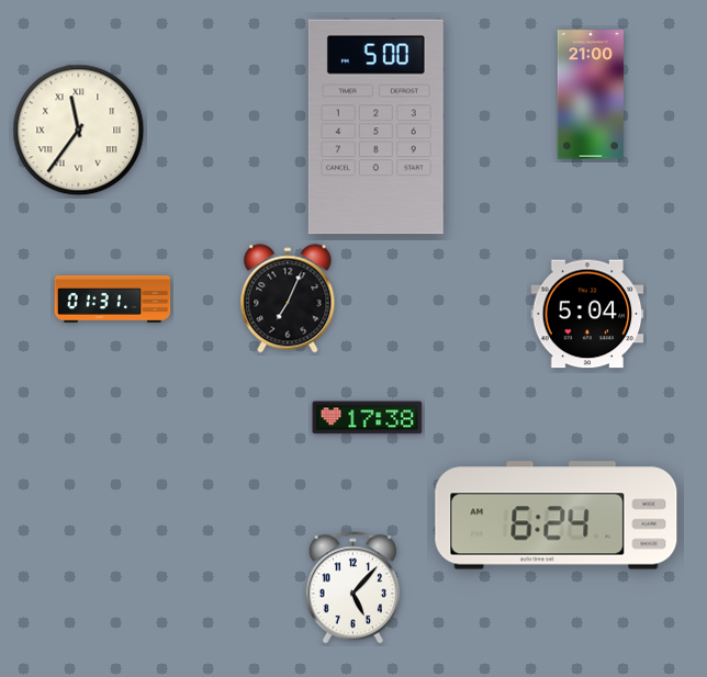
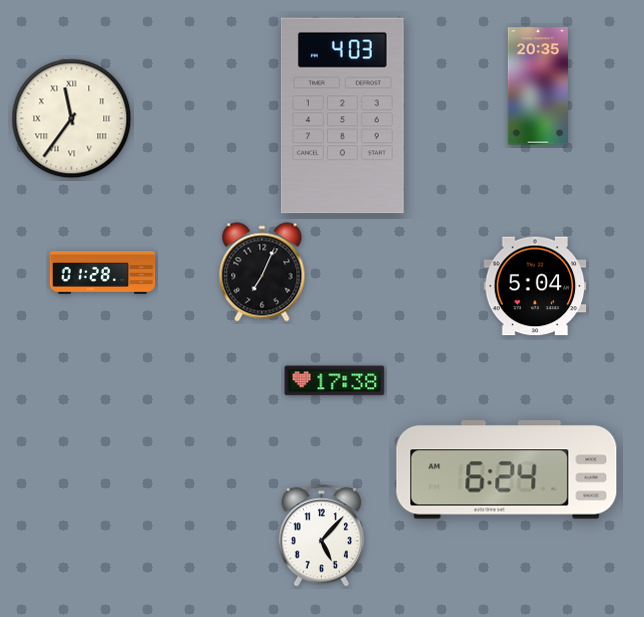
clock at (591, 94): 21:00 -> 20:35
clock at (375, 127): 5:00 -> 4:03
clock at (113, 298): 01:31 -> 01:28
